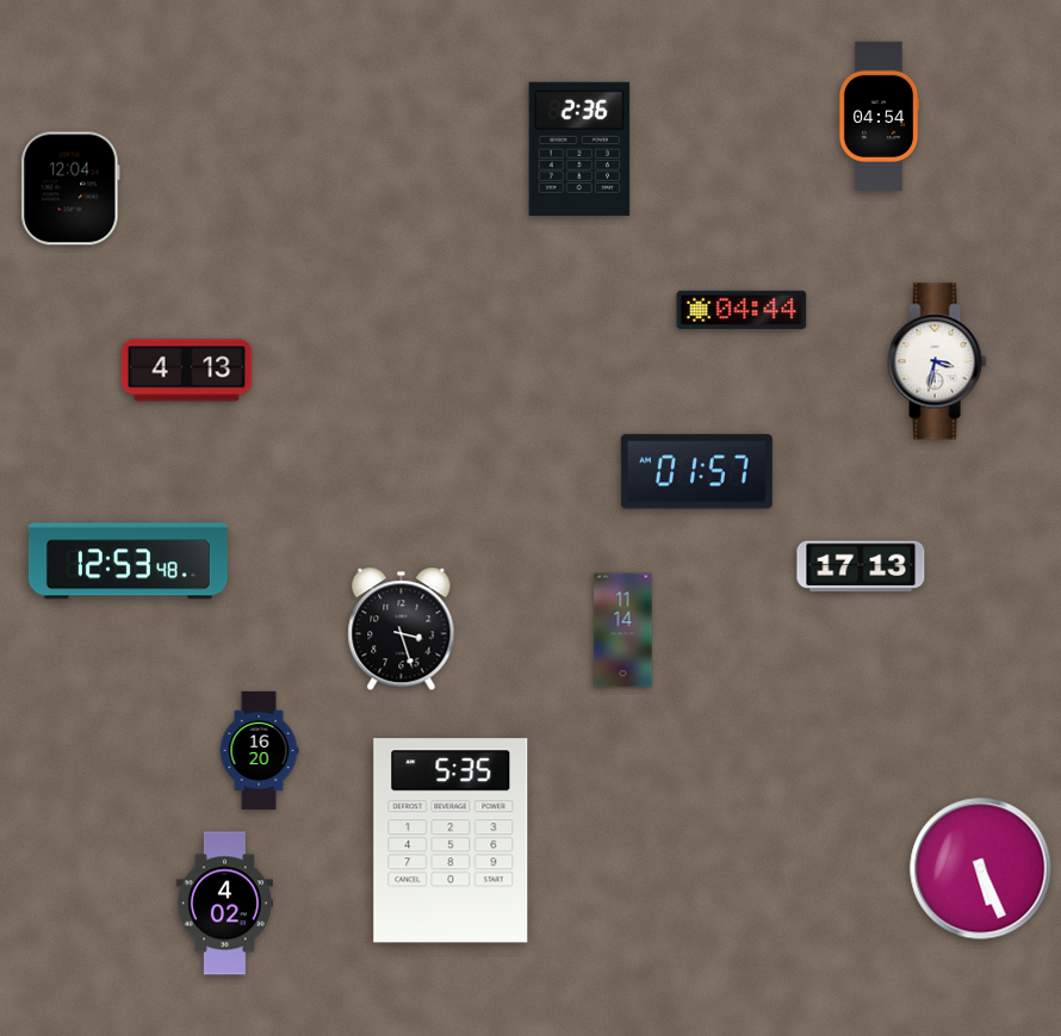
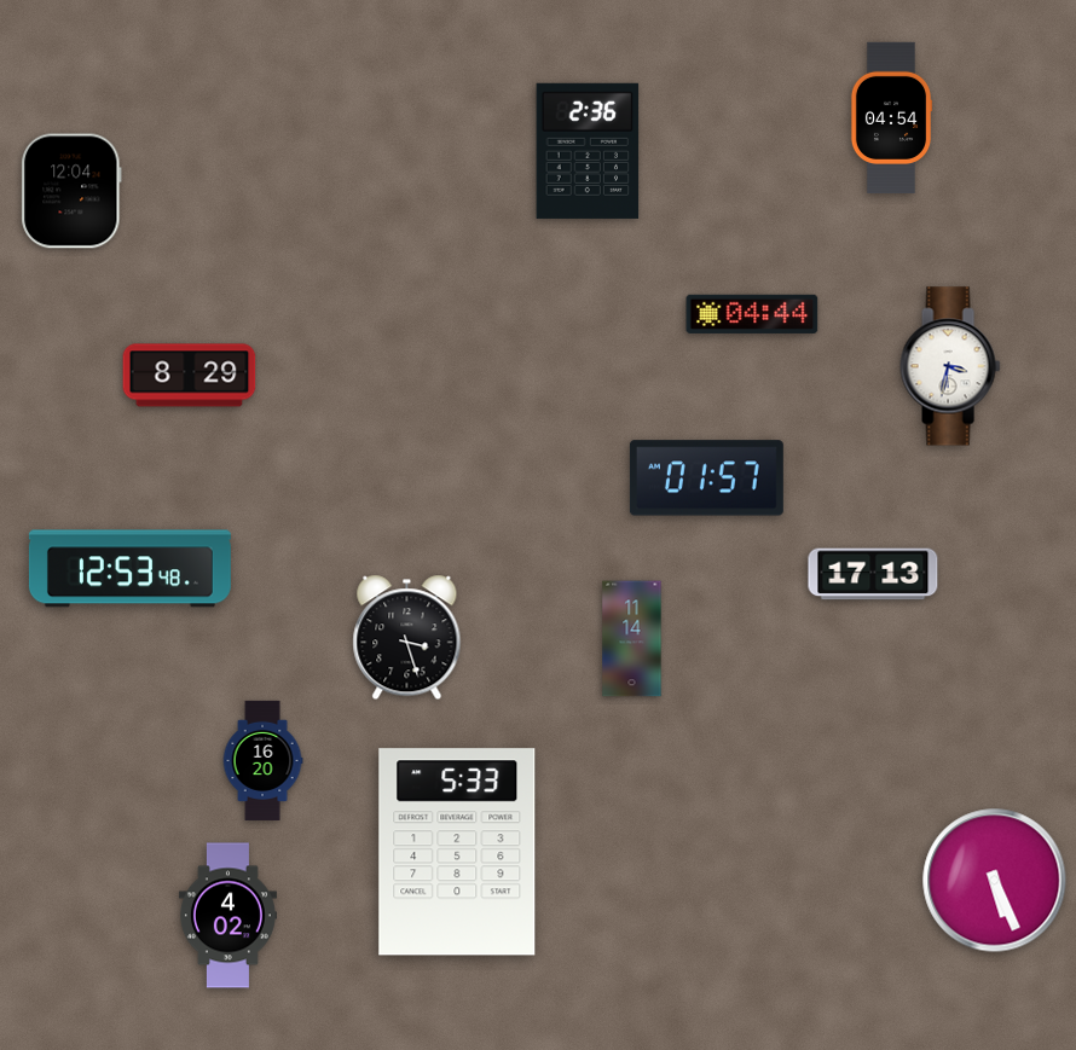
clock at (187, 371): 4:13 -> 8:29
clock at (451, 840): 5:35 -> 5:33
